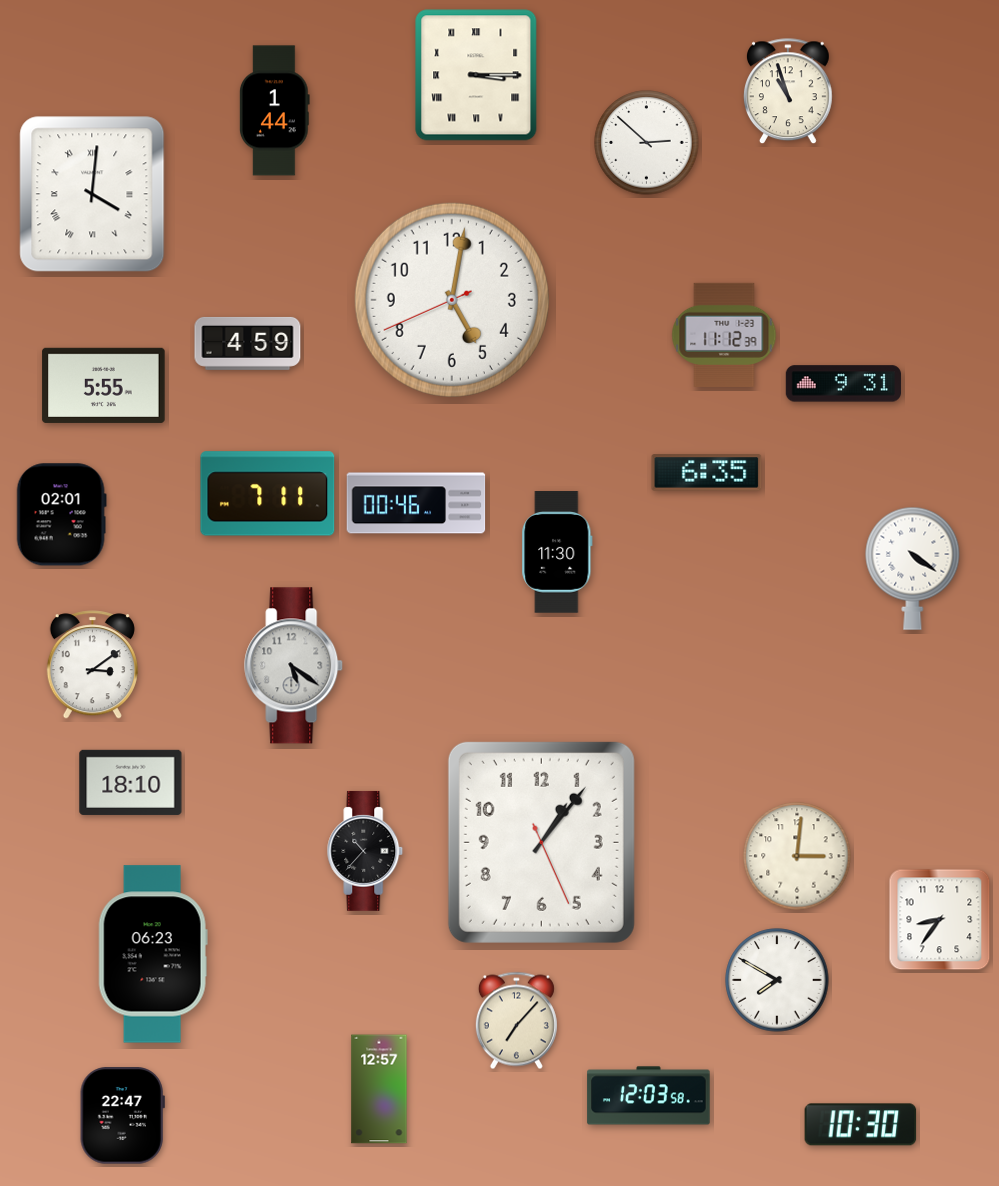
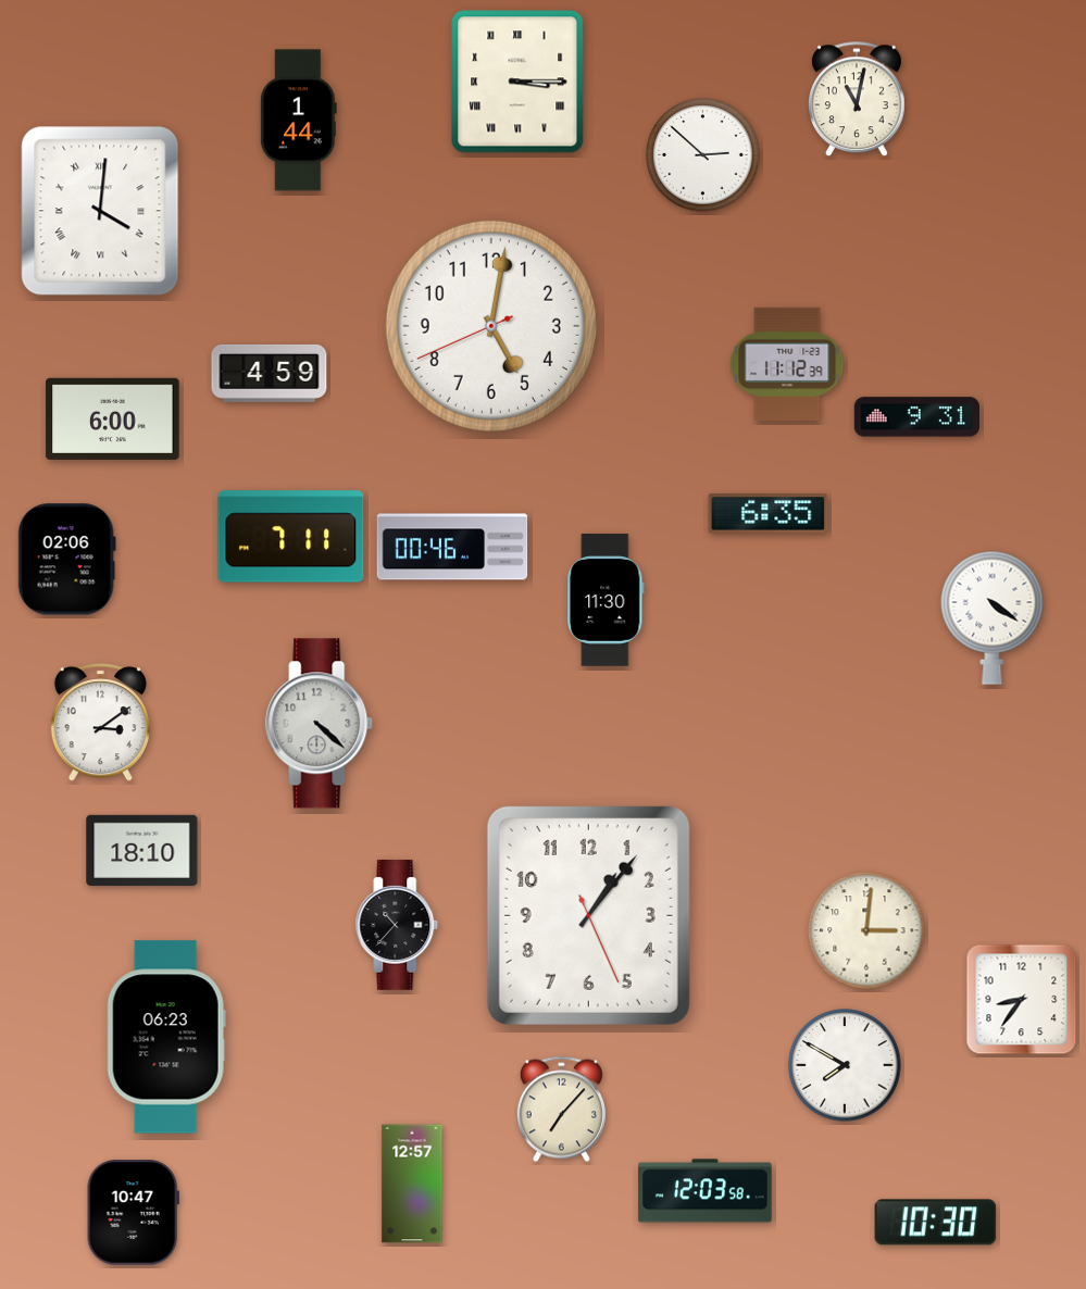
clock at (788, 92): 10:57 -> 11:02
clock at (104, 385): 5:55 -> 6:00
clock at (61, 515): 02:01 -> 02:06
clock at (294, 666): 5:21 -> 4:22
clock at (122, 1116): 22:47 -> 10:47
